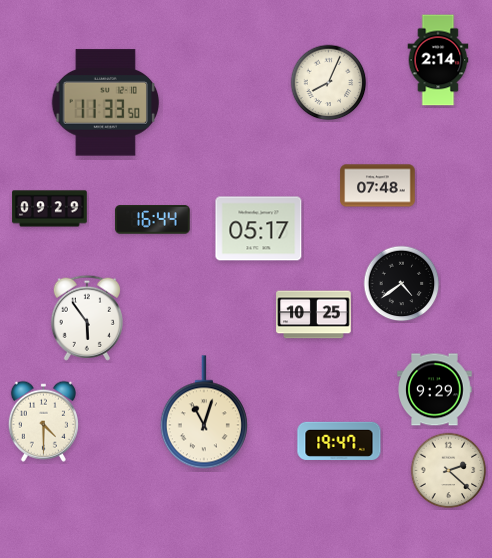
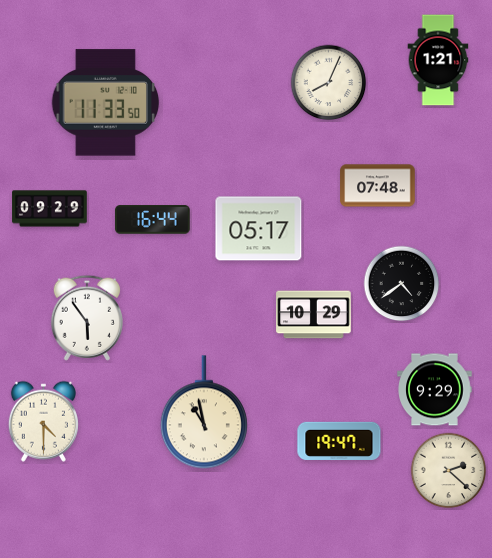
clock at (438, 60): 2:14 -> 1:21
clock at (314, 315): 10:25 -> 10:29
clock at (204, 412): 11:03 -> 10:58
